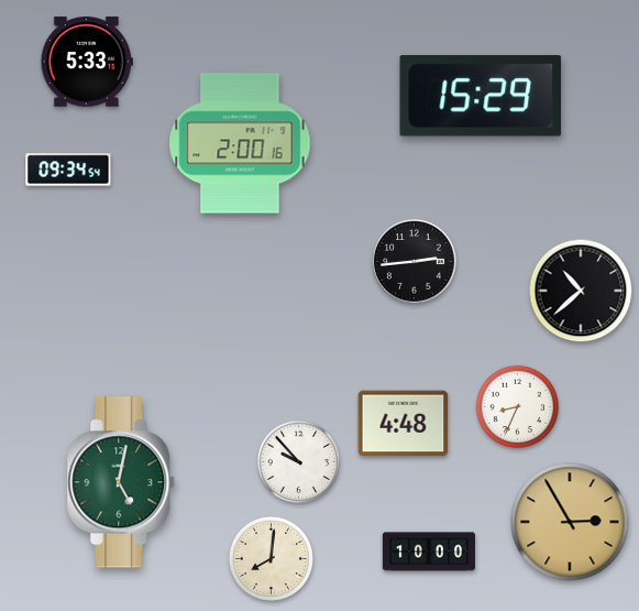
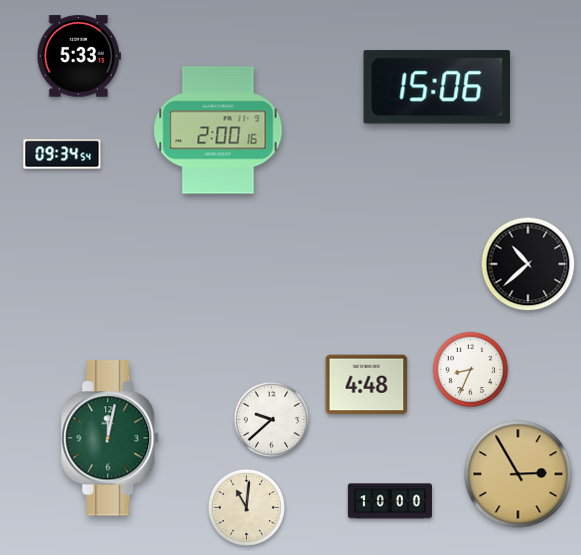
clock at (481, 96): 15:29 -> 15:06
clock at (415, 262): 2:44 -> none
clock at (299, 462): 9:53 -> 9:38
clock at (121, 482): 5:02 -> 12:02
clock at (271, 558): 8:01 -> 11:01
